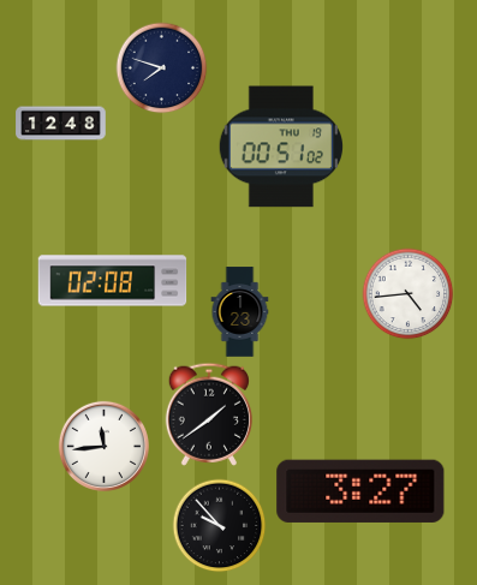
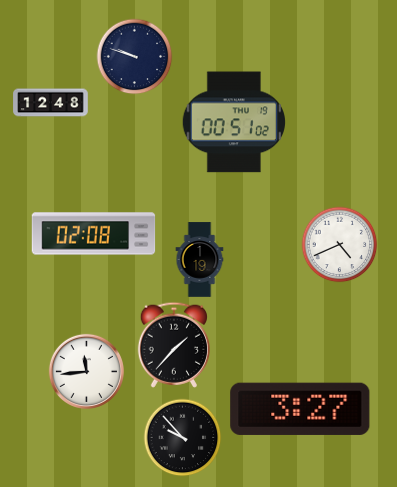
clock at (162, 68): 7:48 -> 9:48
clock at (409, 294): 4:44 -> 4:41
clock at (240, 312): 1:23 -> 1:19
clock at (208, 414): 1:39 -> 1:37
